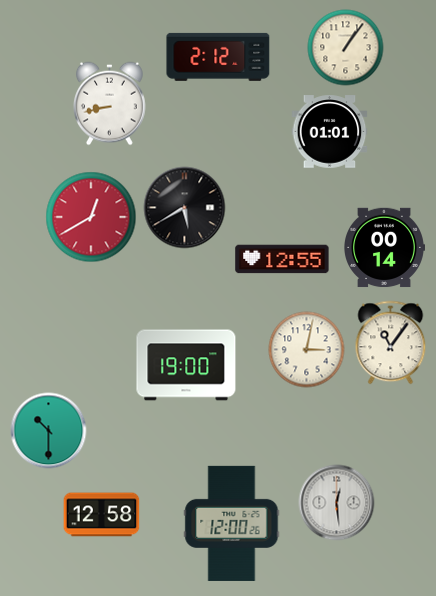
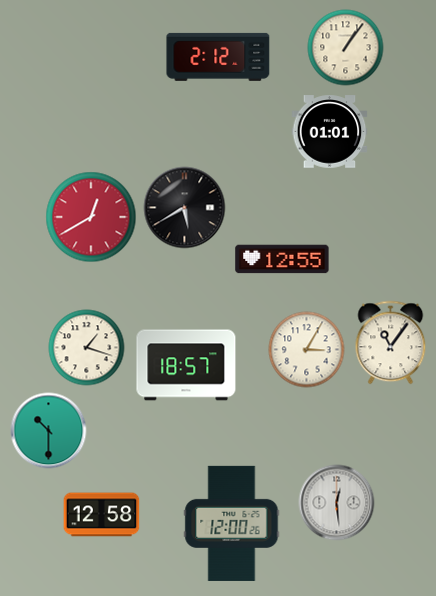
clock at (110, 104): 8:43 -> none
clock at (385, 248): 00:14 -> none
clock at (87, 348): none -> 1:18
clock at (307, 350): 3:02 -> 3:05
clock at (186, 365): 19:00 -> 18:57
